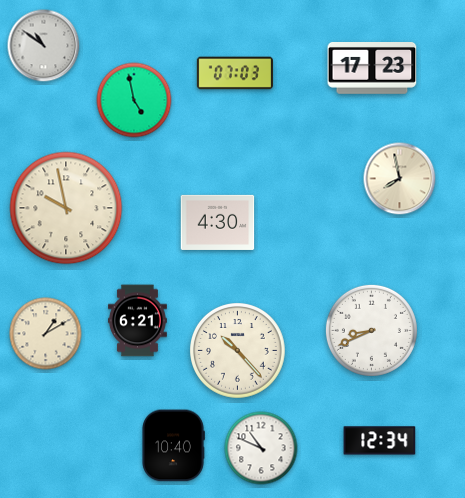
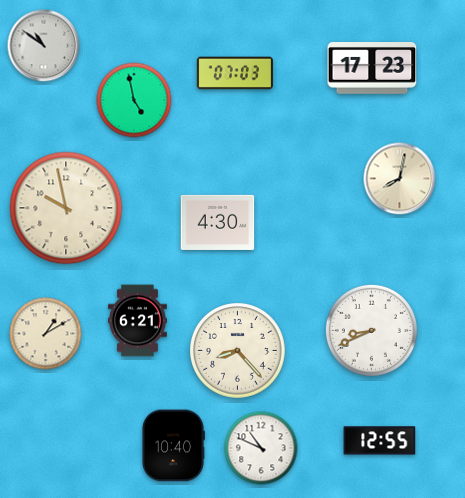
clock at (400, 179): 7:58 -> 8:02
clock at (238, 351): 10:23 -> 8:23
clock at (380, 441): 12:34 -> 12:55
